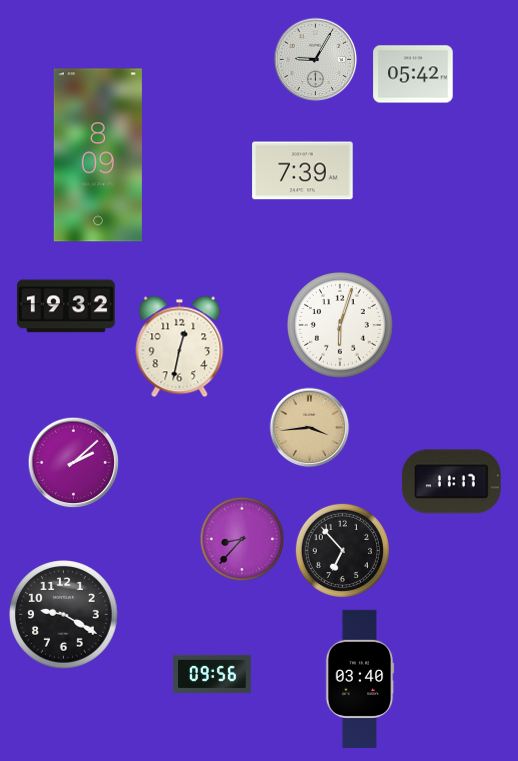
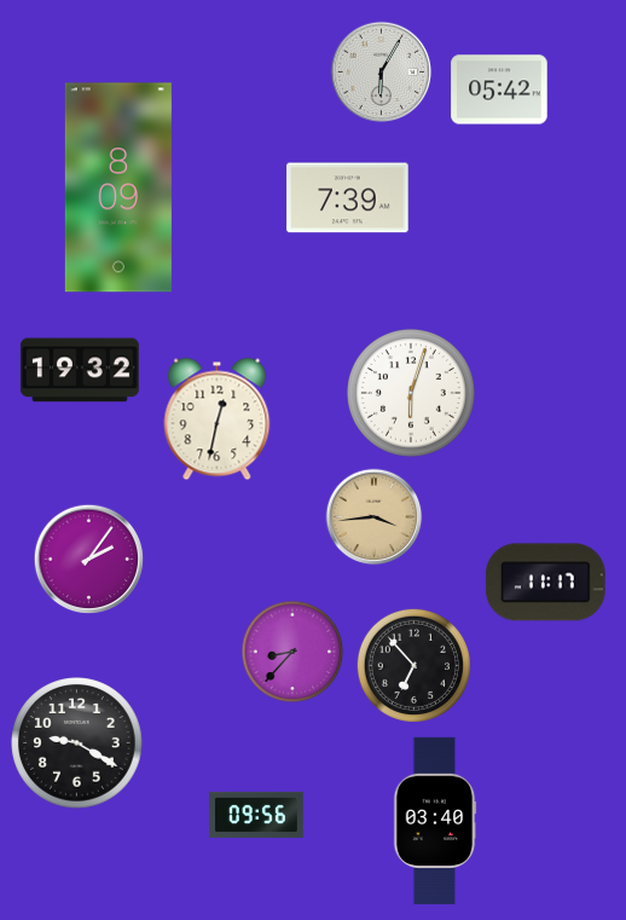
clock at (316, 60): 9:05 -> 6:05
clock at (303, 171) position: (303, 171) -> (348, 198)
clock at (74, 463): 2:08 -> 2:06
